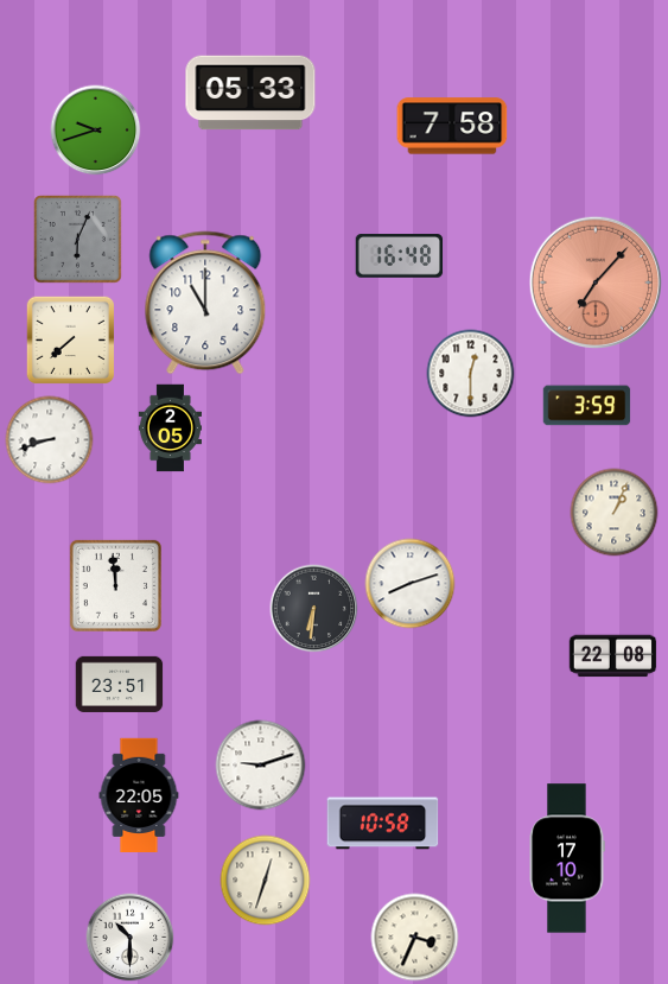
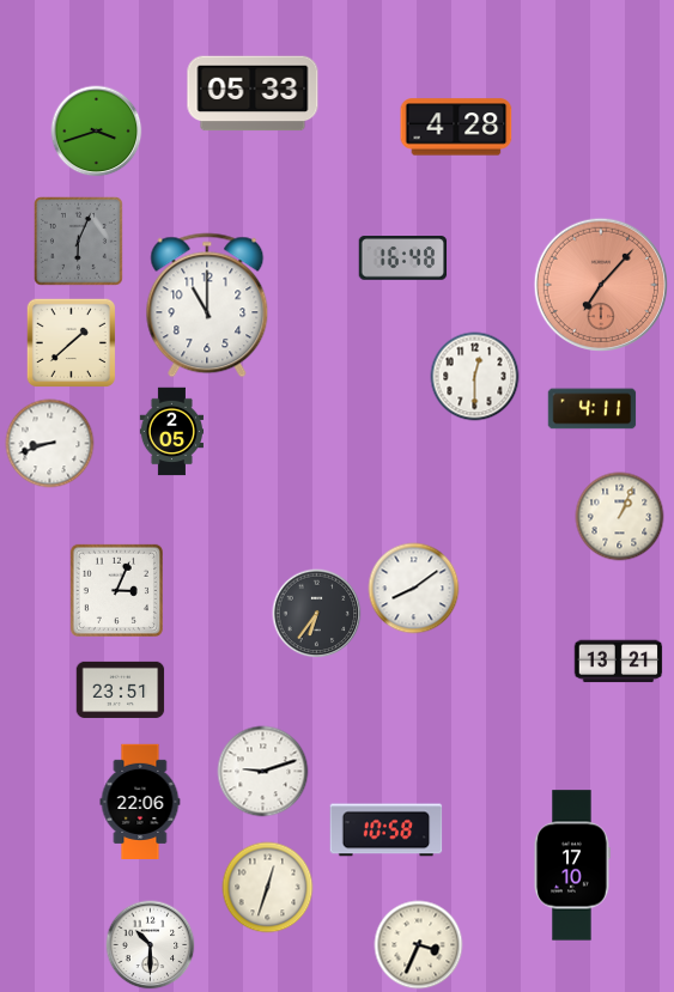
clock at (452, 126): 7:58 -> 4:28
clock at (96, 131): 9:42 -> 3:42
clock at (70, 339): 7:38 -> 1:38
clock at (587, 406): 3:59 -> 4:11
clock at (411, 584): 8:12 -> 8:09
clock at (115, 585): 11:59 -> 3:04
clock at (314, 609): 6:31 -> 6:36
clock at (613, 656): 22:08 -> 13:21
clock at (139, 794): 22:05 -> 22:06
clock at (131, 938) position: (131, 938) -> (151, 945)
